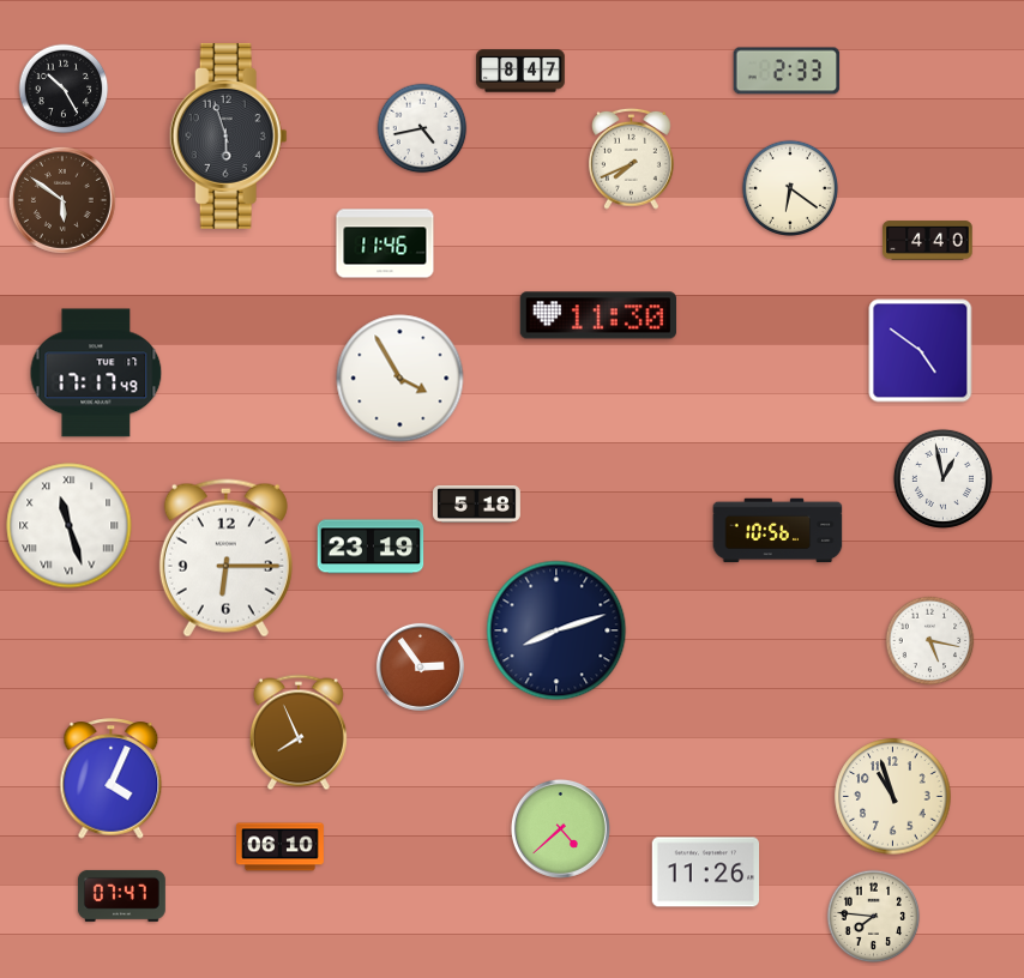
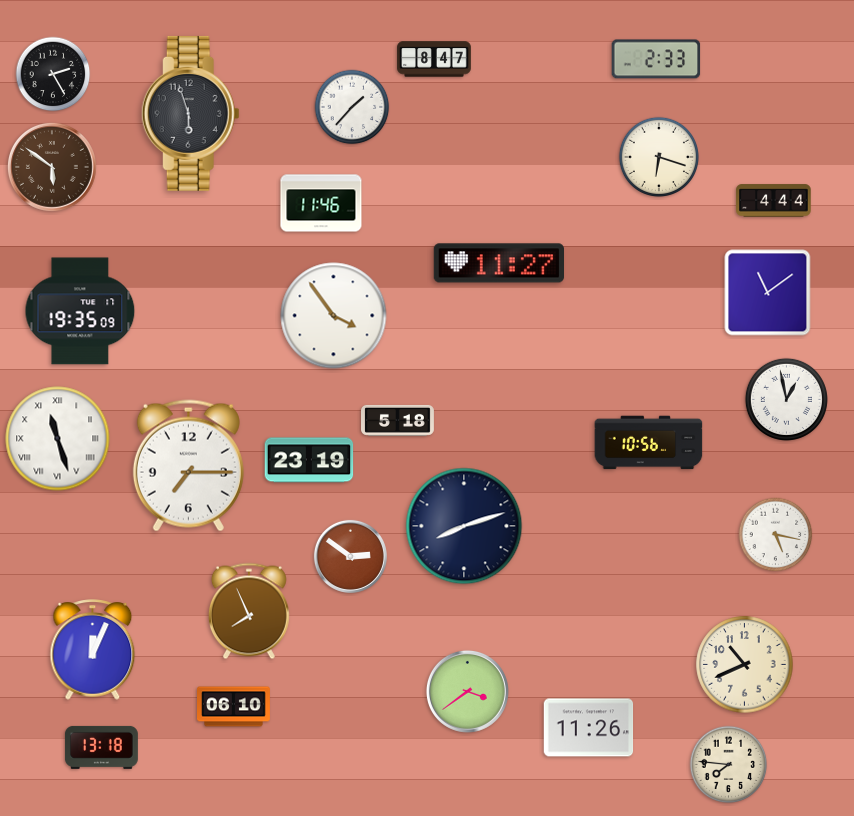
clock at (64, 89): 10:25 -> 2:25
clock at (422, 128): 4:43 -> 1:37
clock at (632, 158): 7:41 -> none
clock at (789, 187): 6:21 -> 6:18
clock at (928, 241): 4:40 -> 4:44
clock at (597, 315): 11:30 -> 11:27
clock at (921, 351): 4:51 -> 11:09
clock at (96, 373): 17:17 -> 19:35
clock at (400, 379): 3:55 -> 3:54
clock at (371, 547) position: (371, 547) -> (309, 460)
clock at (225, 559): 6:15 -> 7:15
clock at (420, 666): 2:54 -> 2:51
clock at (112, 779): 4:04 -> 12:04
clock at (893, 797): 10:57 -> 10:41
clock at (560, 828): 4:38 -> 3:39
clock at (121, 895): 07:47 -> 13:18
